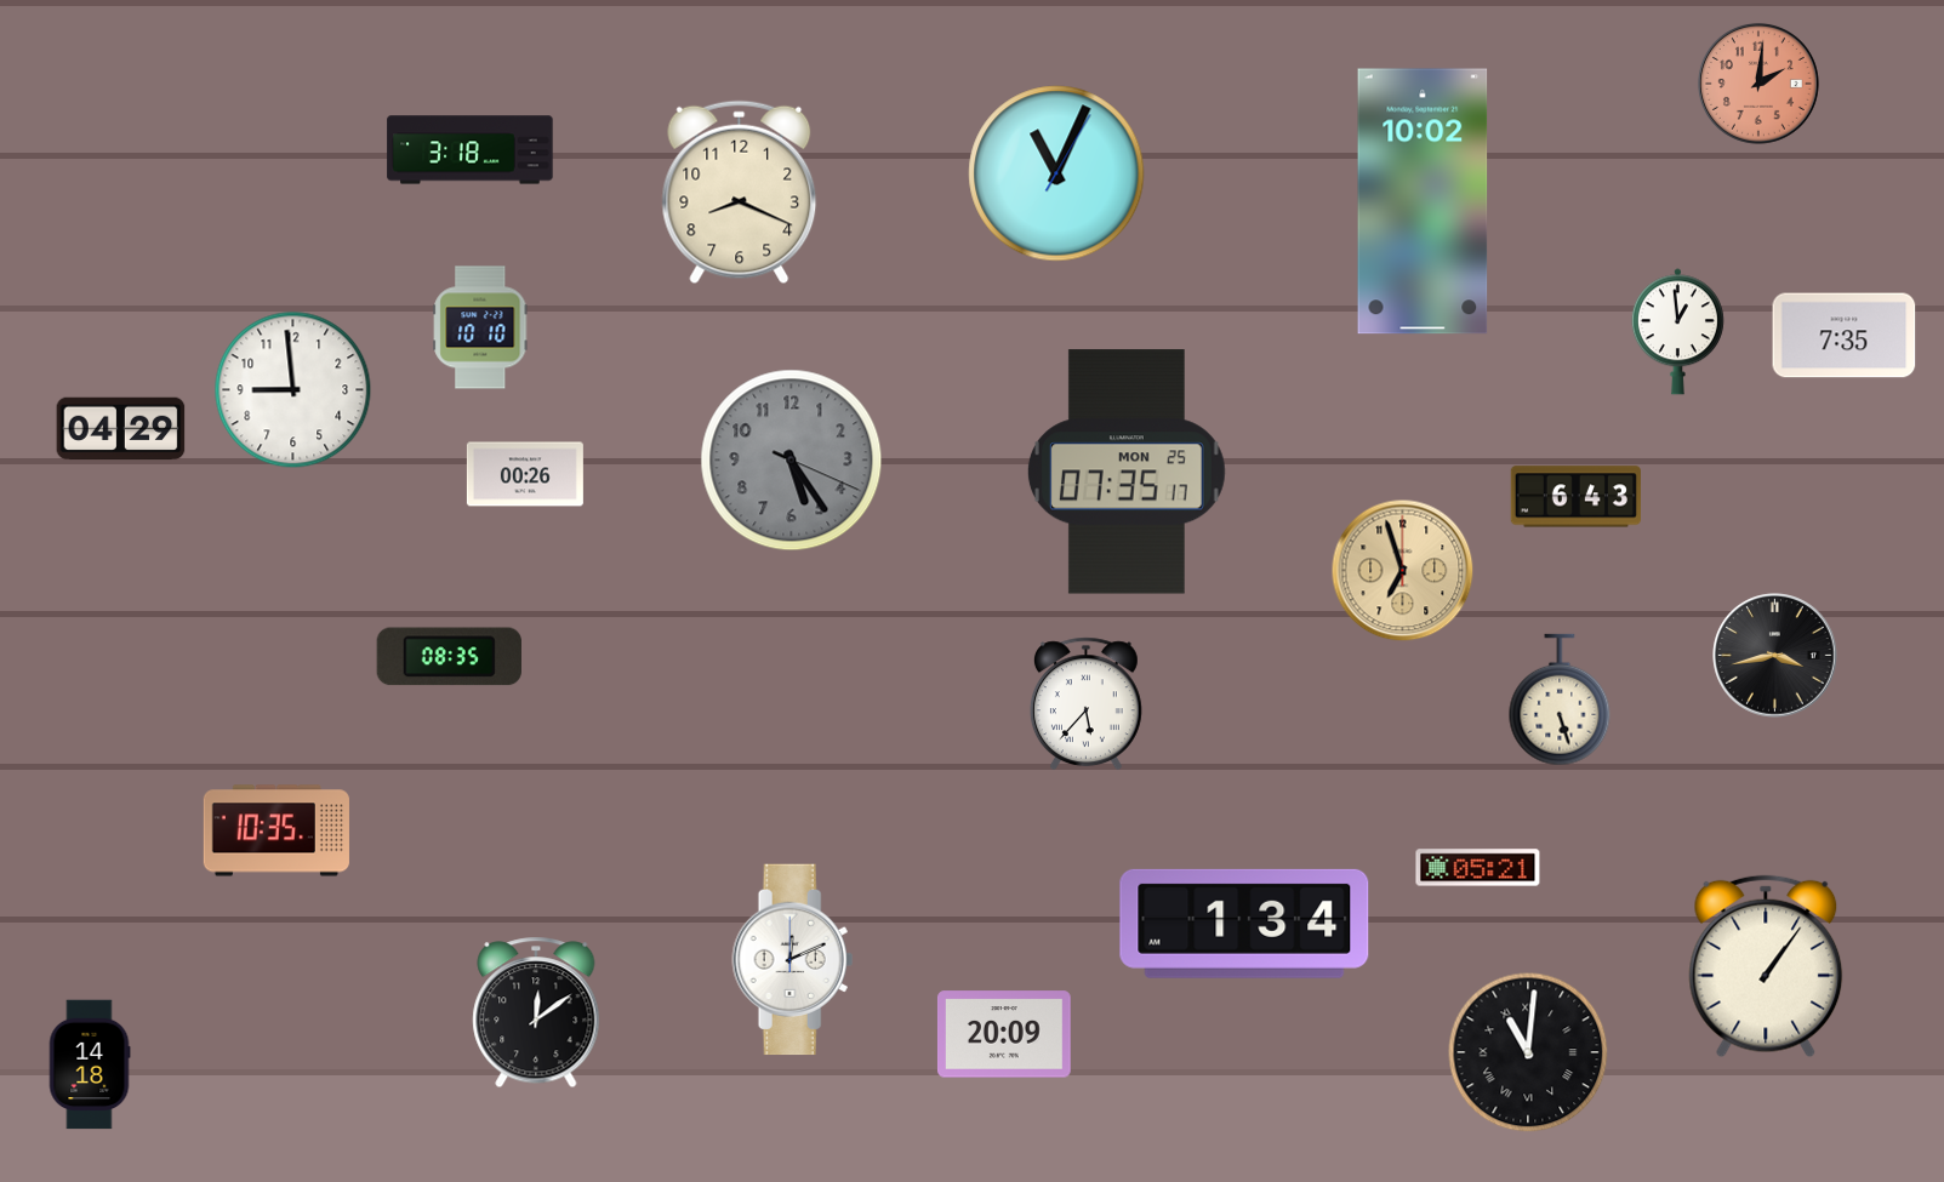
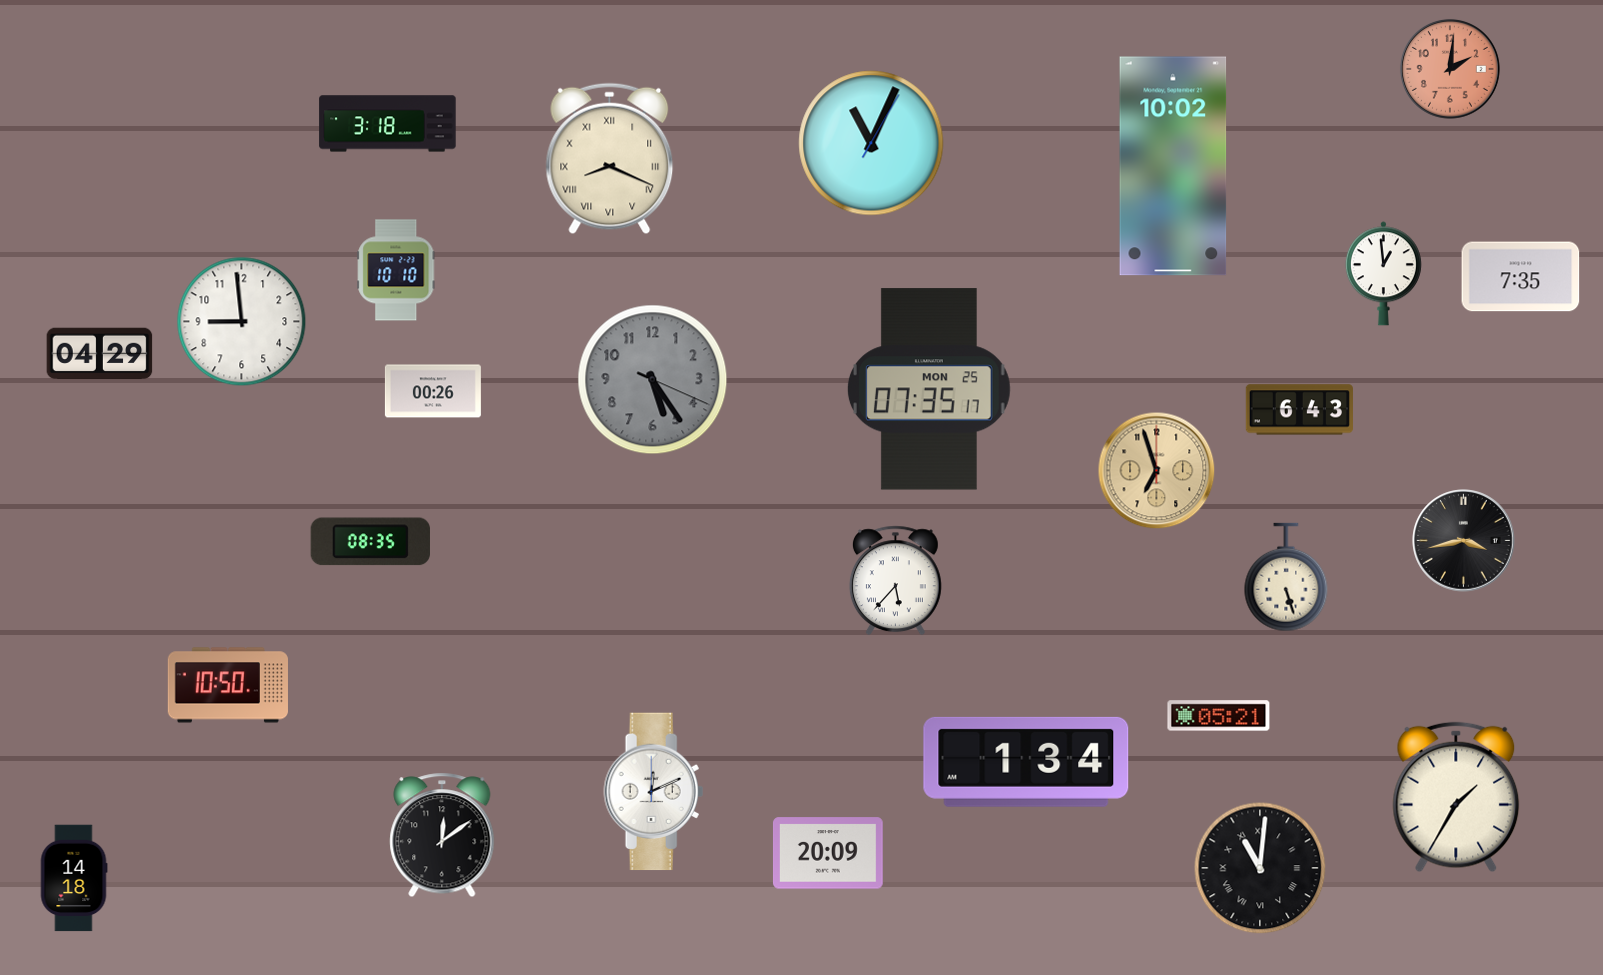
clock at (740, 193) numerals: Arabic -> Roman
clock at (277, 830): 10:35 -> 10:50
clock at (1766, 966): 1:06 -> 1:35
